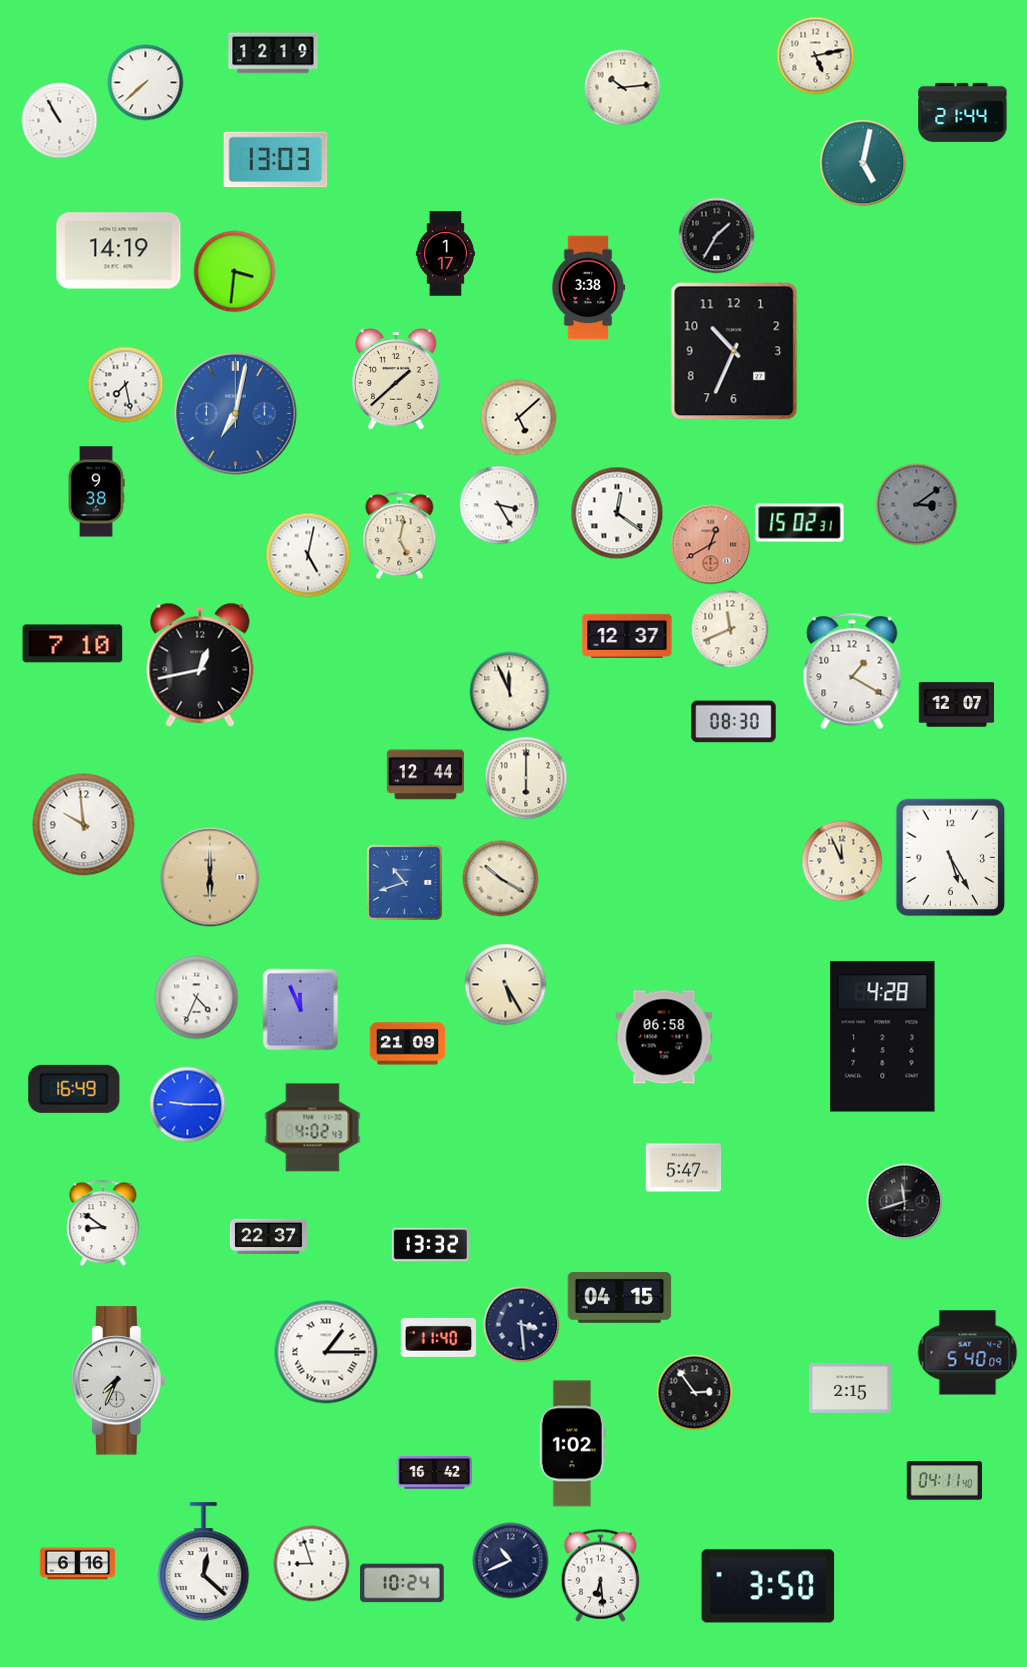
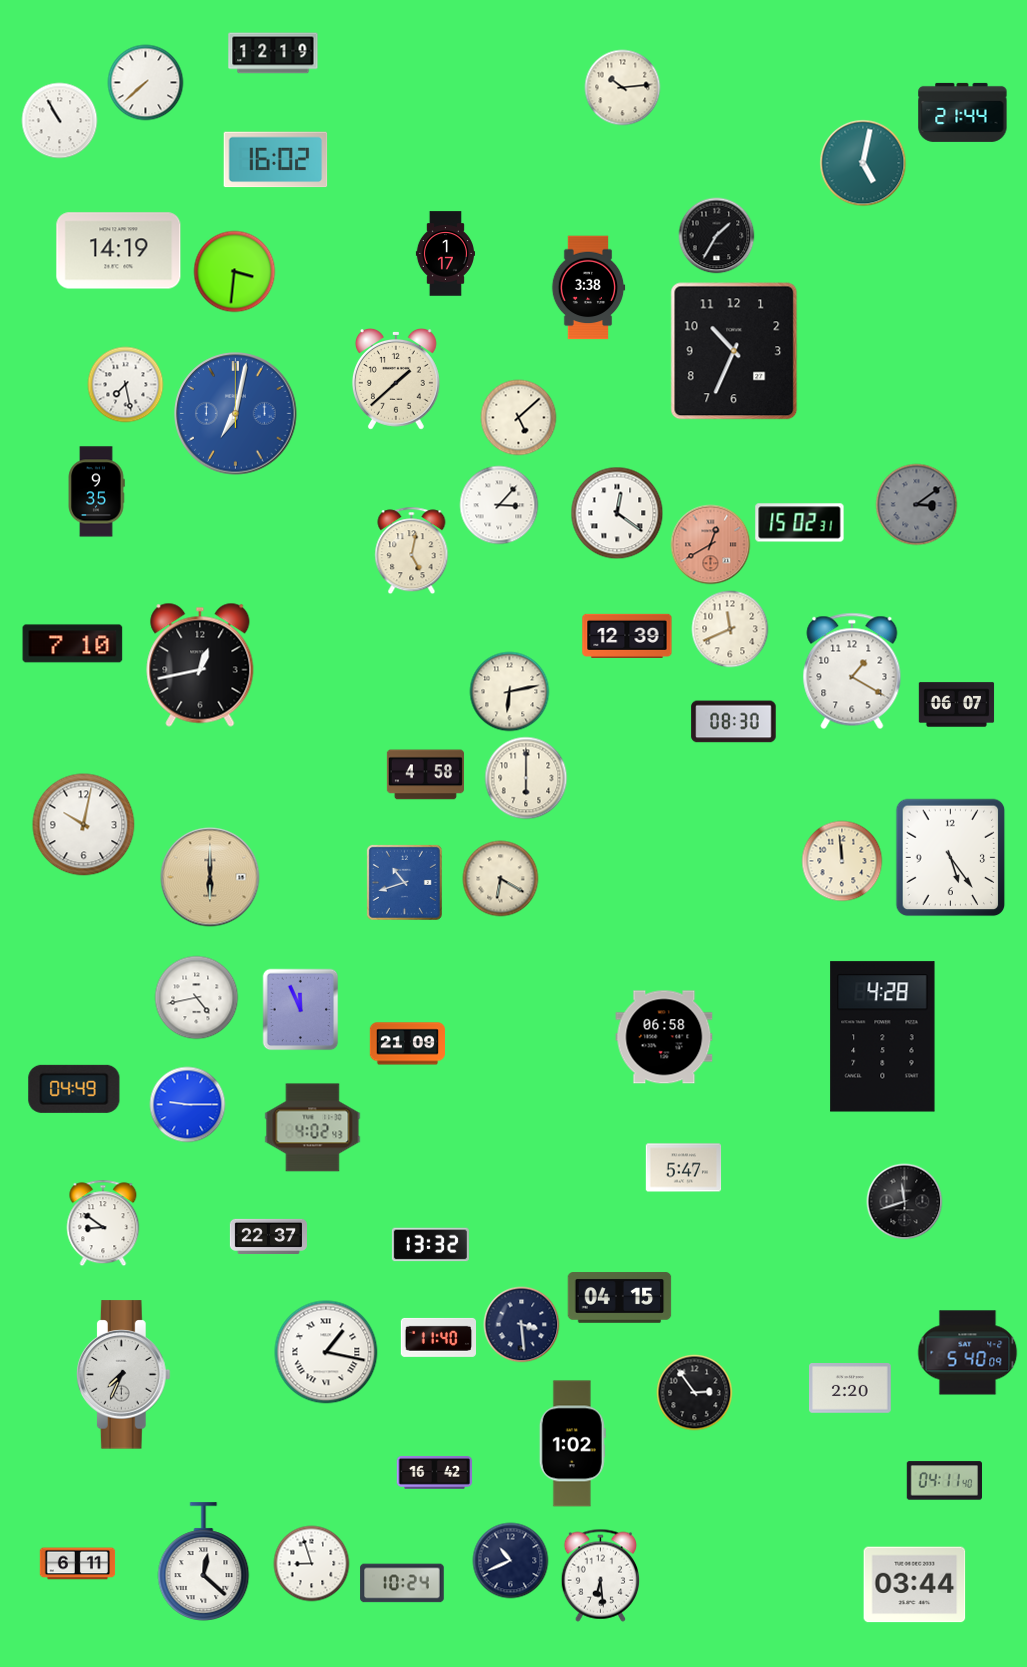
clock at (816, 56): 5:13 -> none
clock at (276, 160): 13:03 -> 16:02
clock at (96, 492): 9:38 -> 9:35
clock at (499, 505): 3:25 -> 3:07
clock at (400, 536) position: (400, 536) -> (412, 551)
clock at (308, 555): 5:02 -> none
clock at (627, 636): 12:37 -> 12:39
clock at (510, 692): 11:56 -> 6:13
clock at (957, 705): 12:07 -> 06:07
clock at (425, 775): 12:44 -> 4:58
clock at (84, 825): 9:59 -> 10:02
clock at (951, 858): 5:25 -> 5:24
clock at (842, 861): 11:56 -> 11:59
clock at (501, 879): 10:20 -> 6:20
clock at (506, 985): 5:25 -> none
clock at (197, 998): 4:34 -> 4:43
clock at (74, 1089): 16:49 -> 04:49
clock at (326, 1352): 1:15 -> 1:17
clock at (118, 1381) position: (118, 1381) -> (123, 1375)
clock at (851, 1389): 2:15 -> 2:20
clock at (78, 1564): 6:16 -> 6:11
clock at (915, 1585): none -> 03:44
clock at (768, 1586): 3:50 -> none
